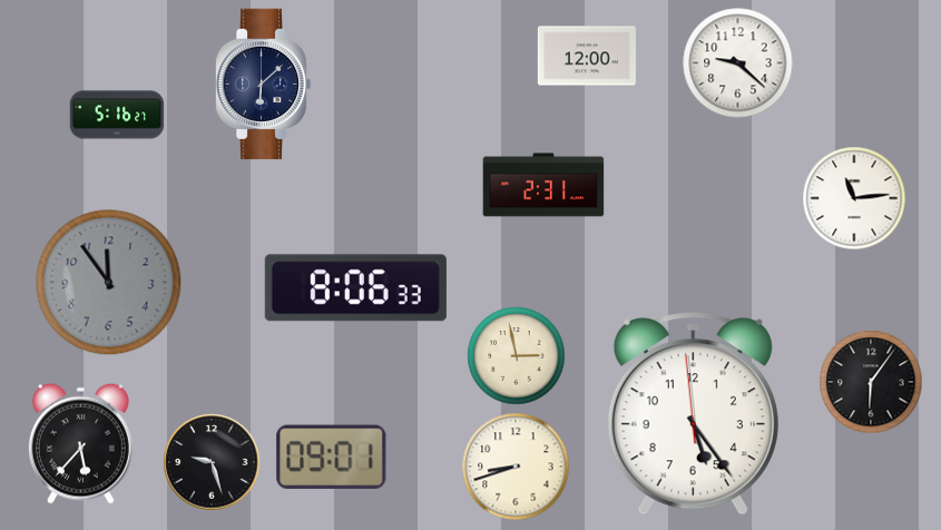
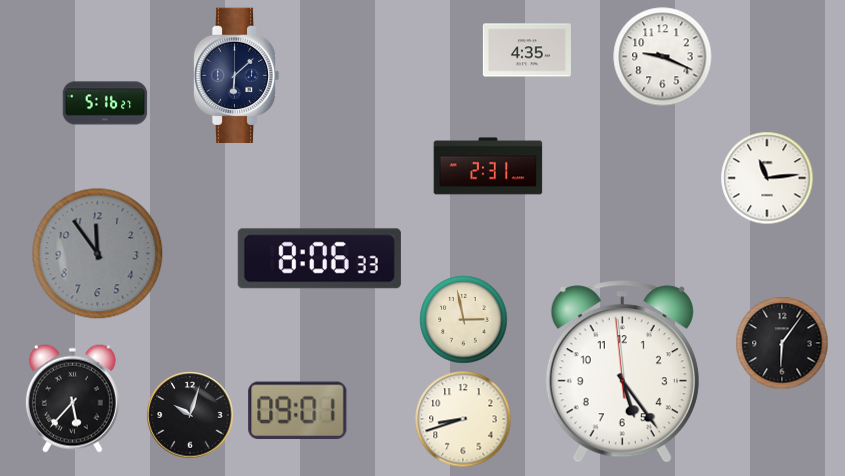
clock at (587, 56): 12:00 -> 4:35
clock at (738, 63): 9:22 -> 9:19
clock at (212, 462): 9:27 -> 10:03
